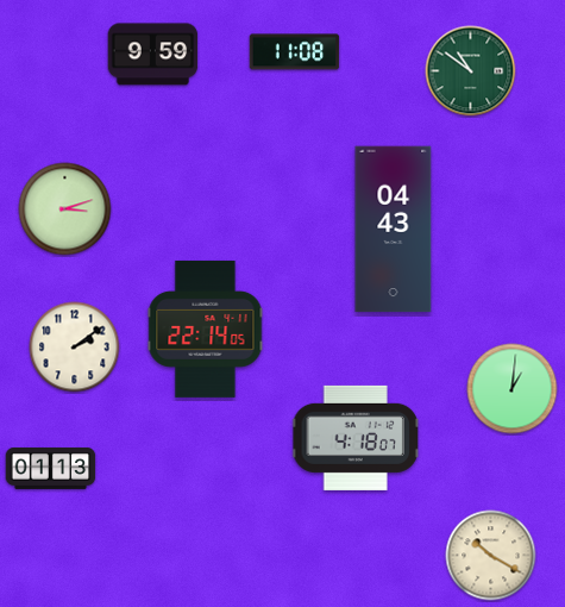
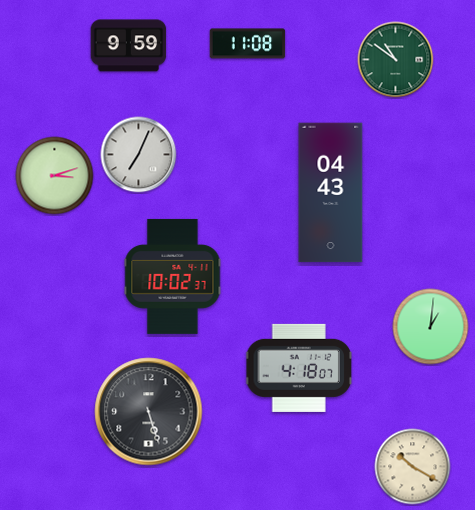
clock at (139, 155): none -> 7:04
clock at (206, 328): 22:14 -> 10:02
clock at (75, 348): 2:09 -> none
clock at (51, 468): 01:13 -> none
clock at (149, 412): none -> 5:27
